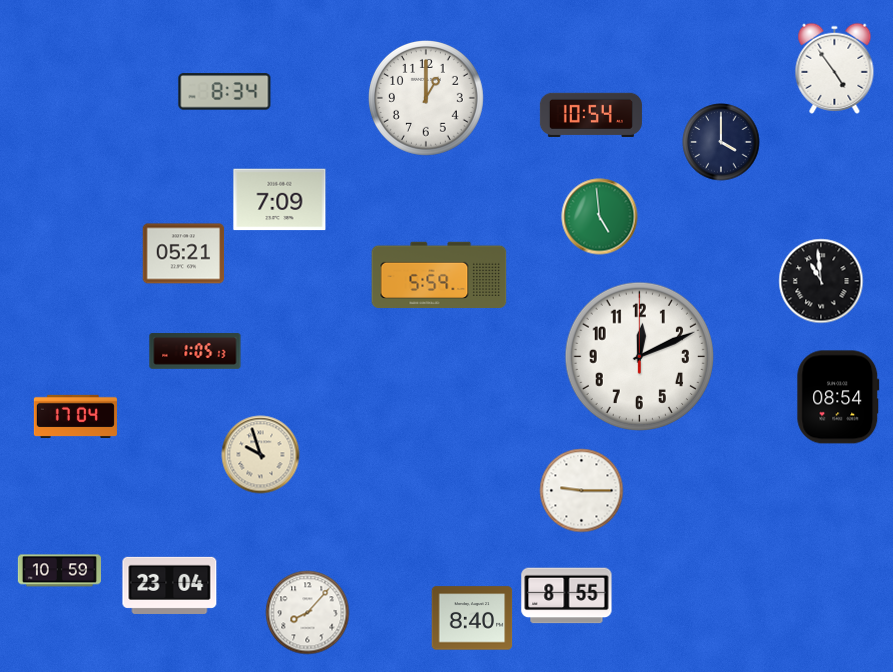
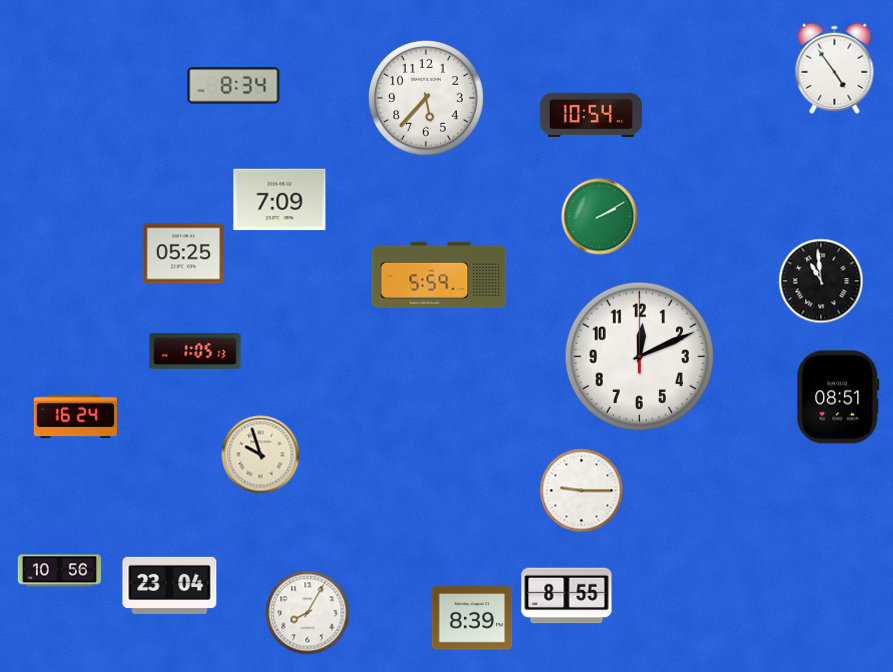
clock at (225, 92) position: (225, 92) -> (234, 86)
clock at (426, 98): 1:00 -> 5:37
clock at (721, 142): 4:00 -> none
clock at (600, 217): 4:59 -> 2:10
clock at (184, 254): 05:21 -> 05:25
clock at (838, 397): 08:54 -> 08:51
clock at (75, 416): 17:04 -> 16:24
clock at (59, 571): 10:59 -> 10:56
clock at (308, 613): 8:07 -> 8:05
clock at (472, 618): 8:40 -> 8:39
